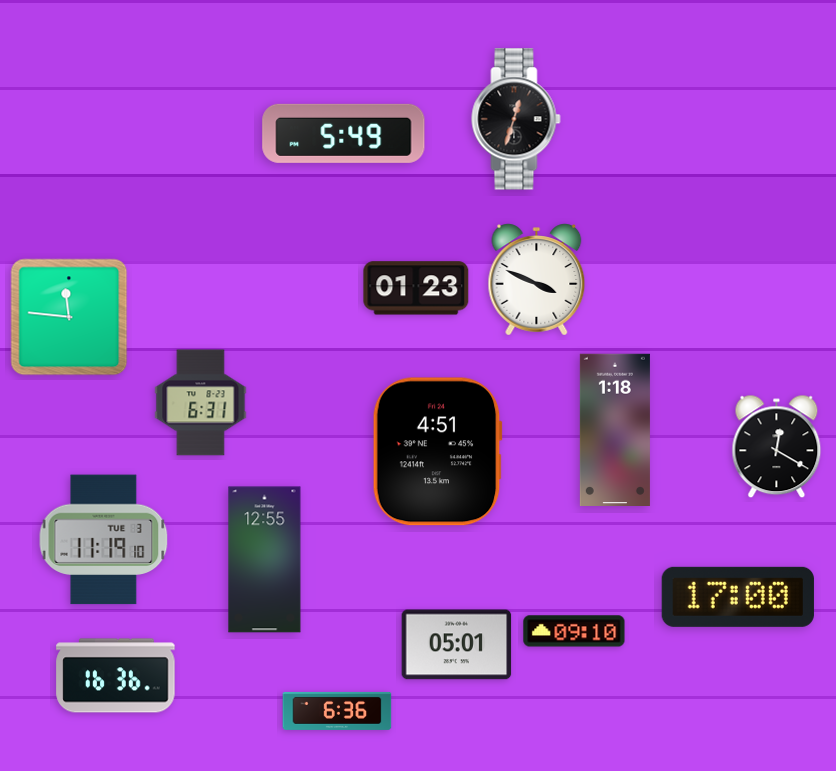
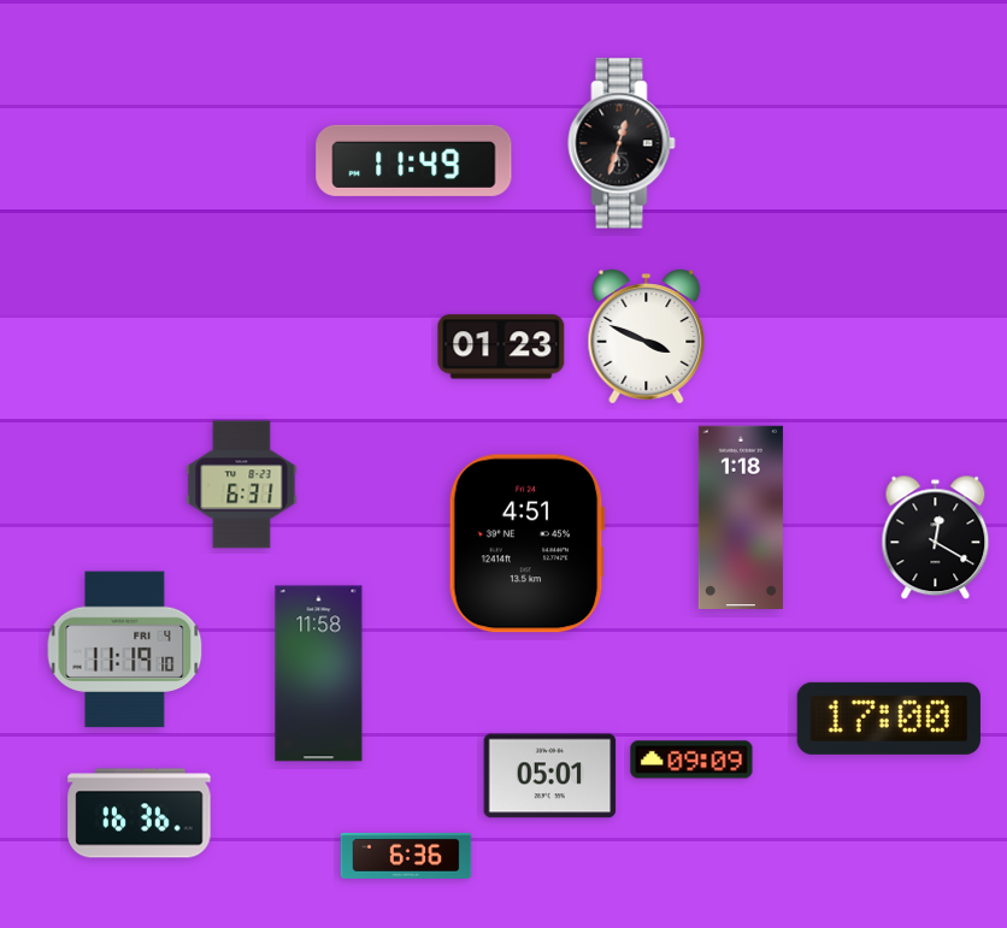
clock at (344, 133): 5:49 -> 11:49
clock at (69, 317): 11:46 -> none
clock at (104, 540) date: TUE 3 -> FRI 4
clock at (265, 560): 12:55 -> 11:58
clock at (574, 631): 09:10 -> 09:09
